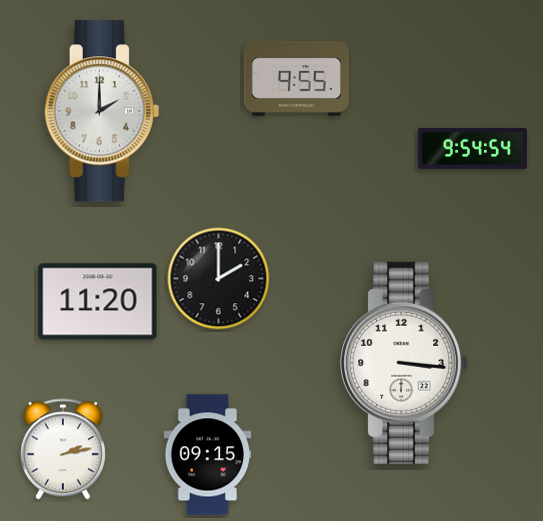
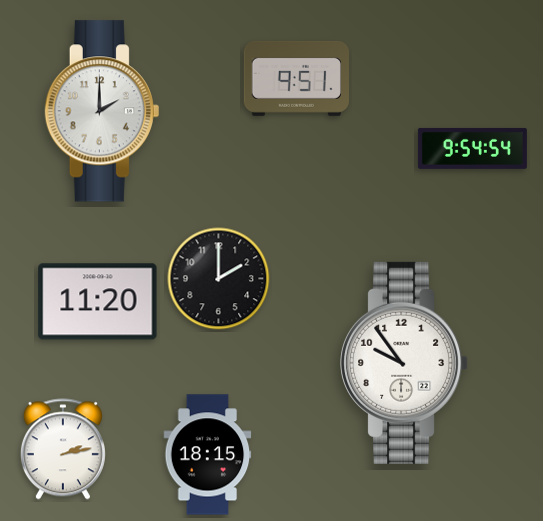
clock at (296, 78): 9:55 -> 9:51
clock at (405, 363): 3:16 -> 9:54
clock at (208, 455): 09:15 -> 18:15
